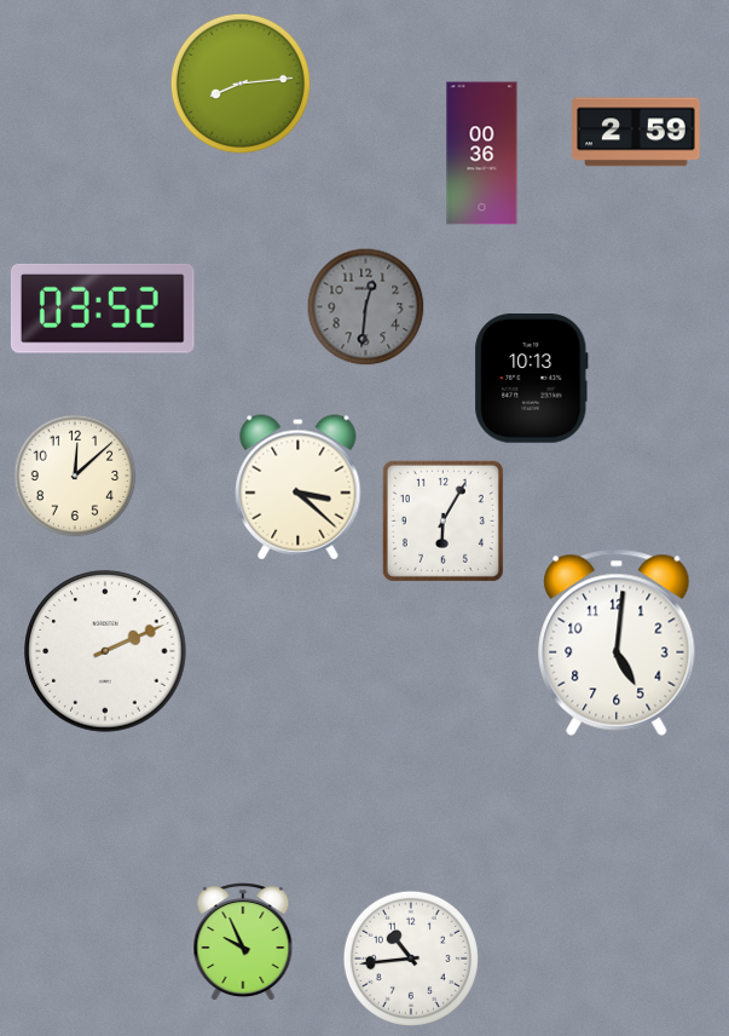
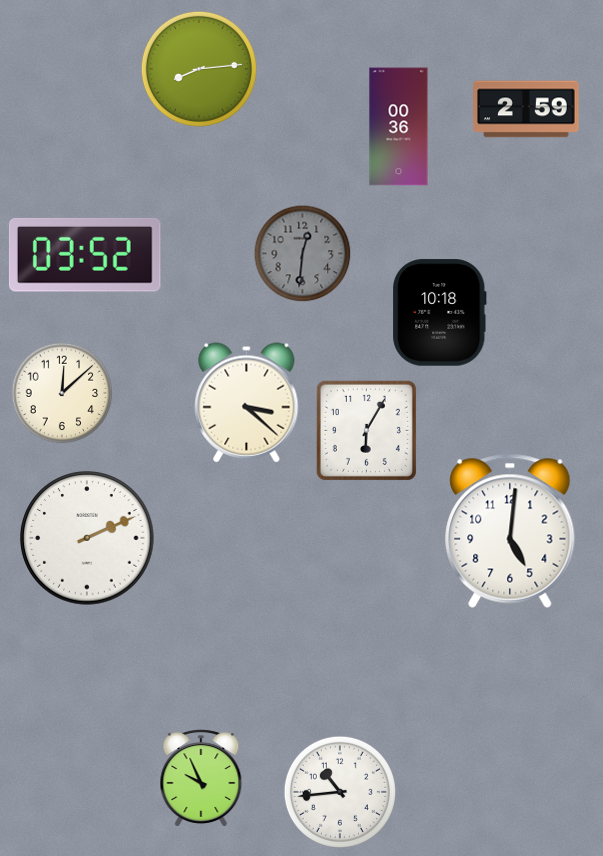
clock at (532, 379): 10:13 -> 10:18
